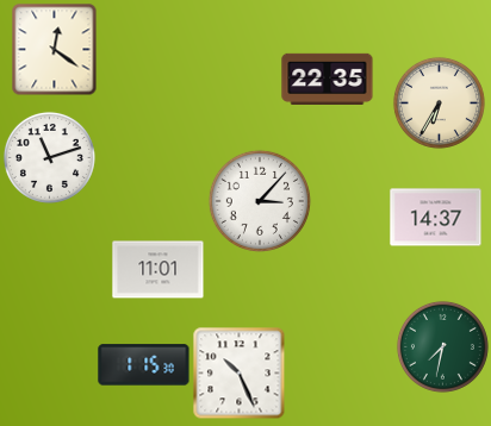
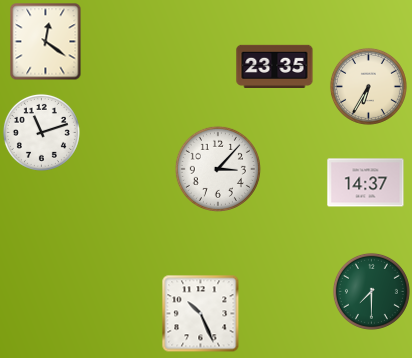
clock at (328, 79): 22:35 -> 23:35
clock at (159, 270): 11:01 -> none
clock at (442, 346): 7:32 -> 7:30
clock at (144, 365): 1:15 -> none
